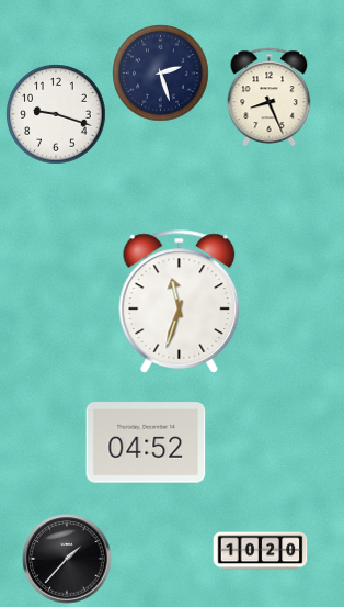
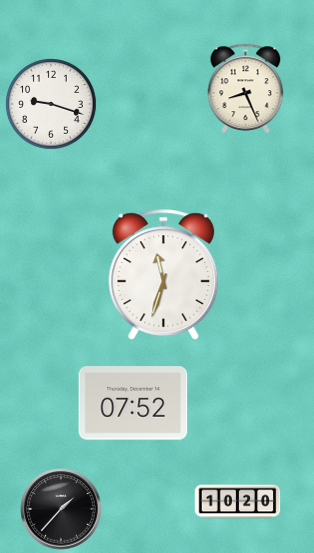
clock at (161, 74): 2:27 -> none
clock at (146, 442): 04:52 -> 07:52
